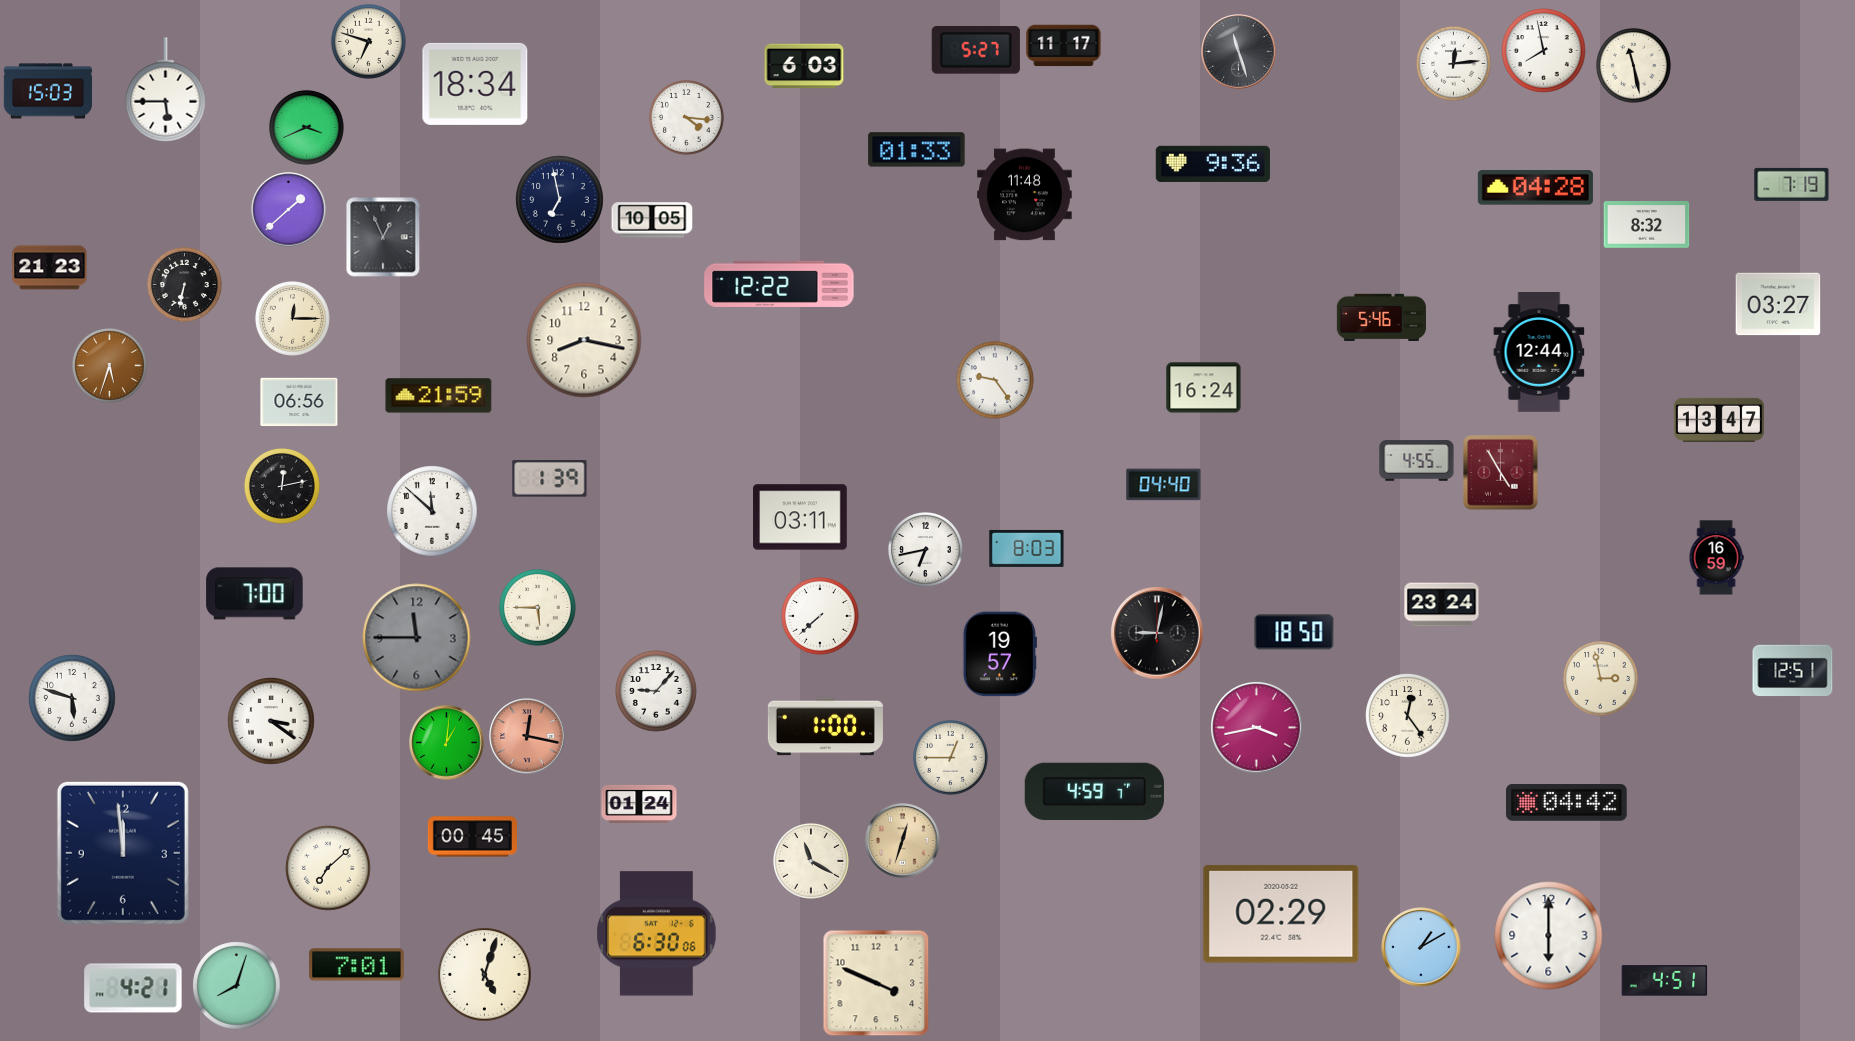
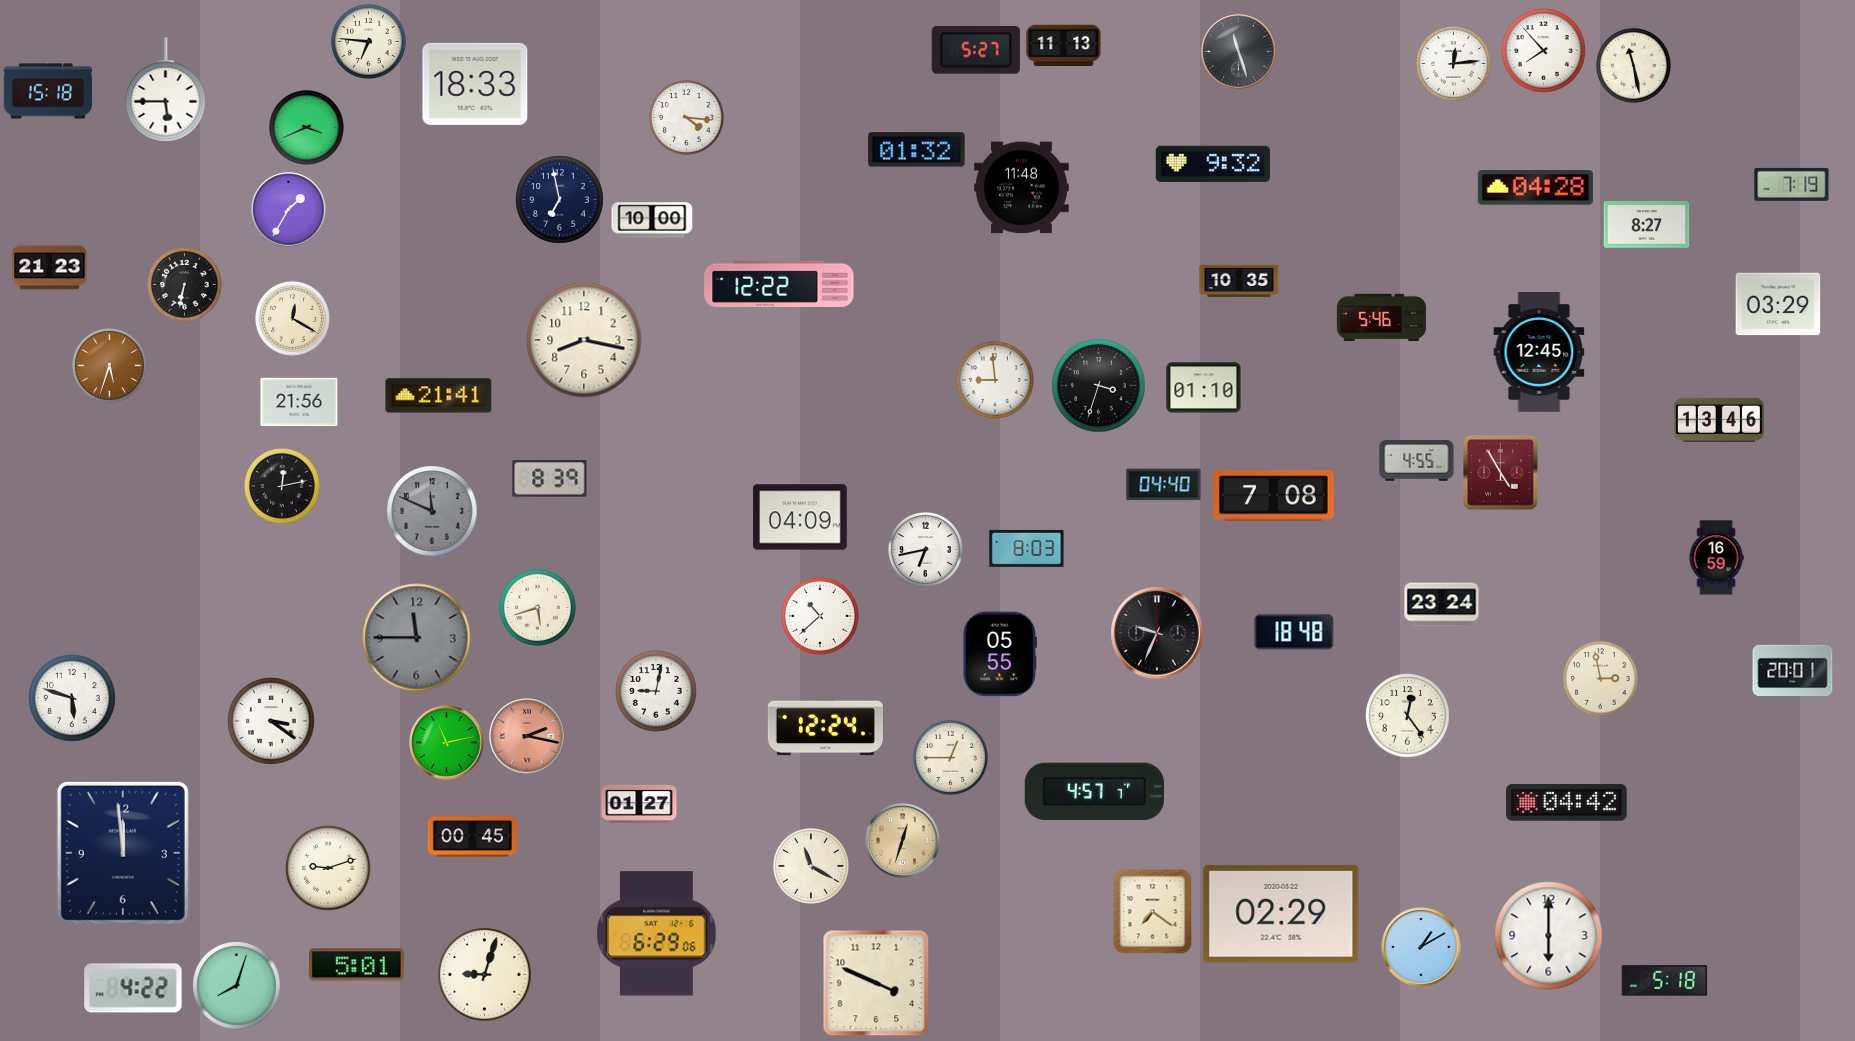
clock at (368, 41): 6:48 -> 6:46
clock at (1064, 46): 11:17 -> 11:13
clock at (1544, 51): 7:58 -> 7:53
clock at (804, 66): 6:03 -> none
clock at (475, 84): 18:34 -> 18:33
clock at (47, 91): 15:03 -> 15:18
clock at (917, 150): 01:33 -> 01:32
clock at (1213, 164): 9:36 -> 9:32
clock at (1025, 195) position: (1025, 195) -> (1022, 188)
clock at (289, 210): 1:38 -> 1:35
clock at (652, 220): 10:05 -> 10:00
clock at (1647, 225): 8:32 -> 8:27
clock at (383, 237): 12:56 -> none
clock at (1239, 281): none -> 10:35
clock at (1778, 304): 03:27 -> 03:29
clock at (292, 318): 12:15 -> 12:20
clock at (1539, 352): 12:44 -> 12:45
clock at (996, 381): 9:24 -> 8:59
clock at (1099, 386): none -> 3:33
clock at (1204, 388): 16:24 -> 01:10
clock at (439, 396): 21:59 -> 21:41
clock at (299, 402): 06:56 -> 21:56
clock at (1719, 420): 13:47 -> 13:46
clock at (550, 479): 1:39 -> 8:39
clock at (1274, 496): none -> 7:08
clock at (432, 511): 11:52 -> 11:49
clock at (432, 511) dial: white -> grey
clock at (800, 517): 03:11 -> 04:09
clock at (255, 594): 7:00 -> none
clock at (538, 608): 5:45 -> 5:42
clock at (821, 617): 7:38 -> 10:38
clock at (1294, 632): 18:50 -> 18:48
clock at (1157, 633): 9:02 -> 9:34
clock at (1000, 654): 19:57 -> 05:55
clock at (1793, 671): 12:51 -> 20:01
clock at (656, 691): 9:07 -> 9:02
clock at (825, 727): 1:00 -> 12:24
clock at (1257, 728): 3:43 -> none
clock at (527, 736): 12:17 -> 2:17
clock at (447, 743): 1:01 -> 11:13
clock at (1094, 792): 4:59 -> 4:57
clock at (639, 804): 01:24 -> 01:27
clock at (811, 861) position: (811, 861) -> (811, 866)
clock at (328, 868): 7:08 -> 9:12
clock at (1153, 912): none -> 7:21
clock at (657, 934): 6:30 -> 6:29
clock at (357, 965): 7:01 -> 5:01
clock at (485, 975): 5:03 -> 9:03
clock at (1665, 981): 4:51 -> 5:18
clock at (133, 988): 4:21 -> 4:22
